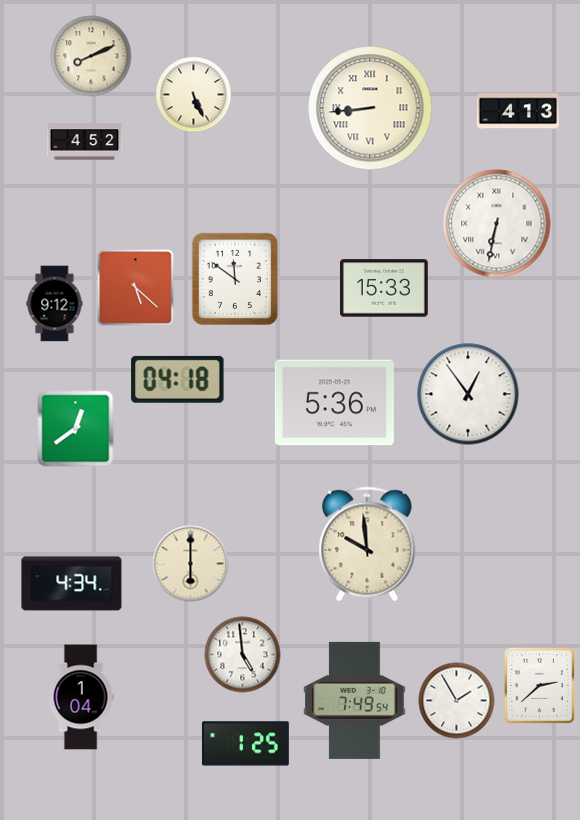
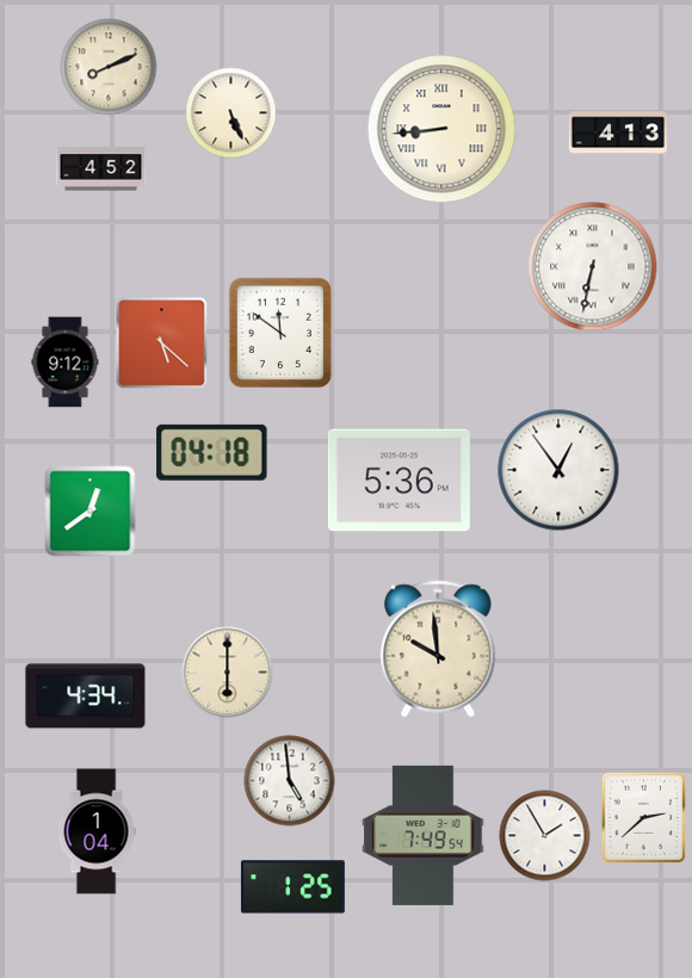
clock at (385, 288): 15:33 -> none
